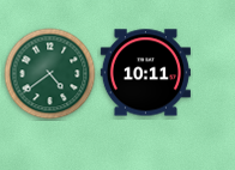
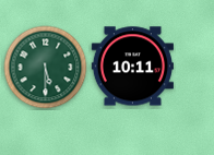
clock at (50, 74): 4:39 -> 5:30
